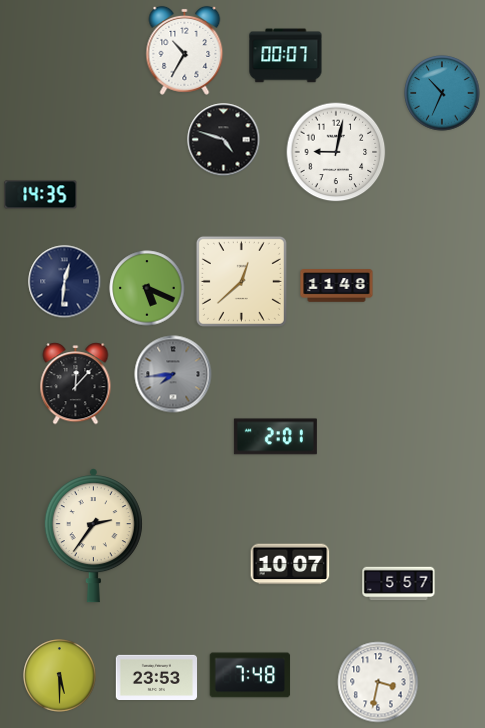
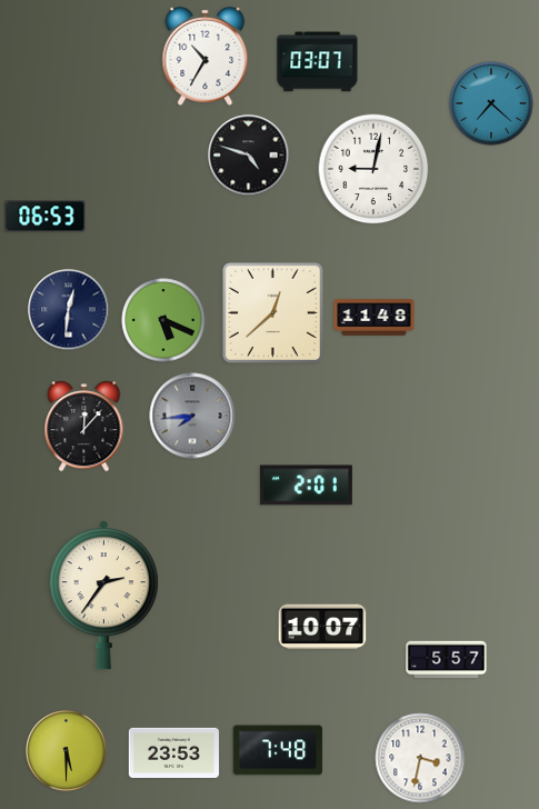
clock at (286, 56): 00:07 -> 03:07
clock at (442, 93): 10:34 -> 7:22
clock at (41, 195): 14:35 -> 06:53
clock at (241, 281) position: (241, 281) -> (272, 312)
clock at (65, 282) position: (65, 282) -> (69, 310)
clock at (399, 584) position: (399, 584) -> (447, 660)
